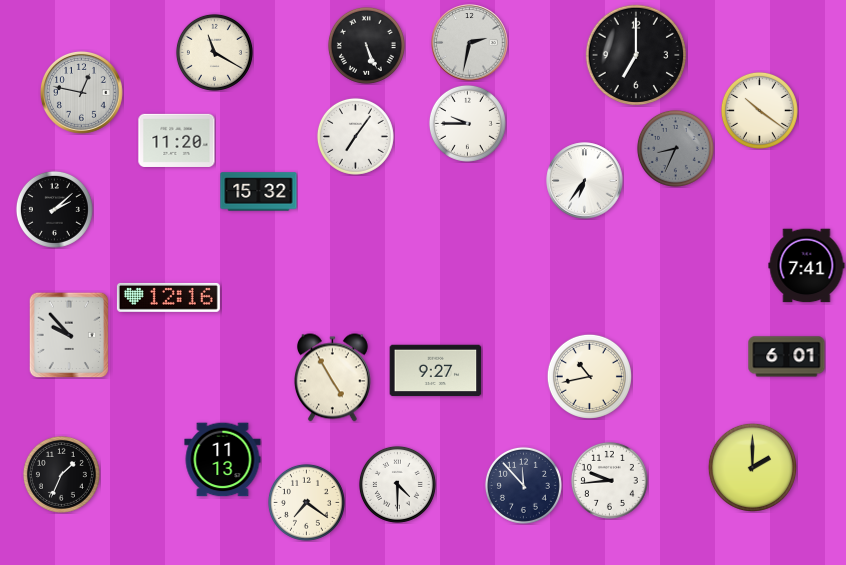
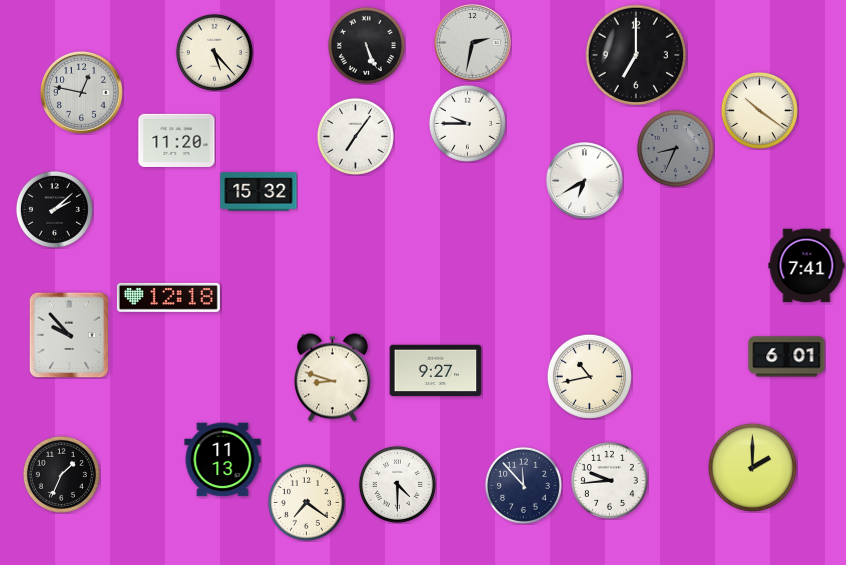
clock at (470, 43) position: (470, 43) -> (473, 43)
clock at (214, 52): 11:20 -> 5:23
clock at (585, 181): 6:36 -> 6:40
clock at (168, 297): 12:16 -> 12:18
clock at (332, 378): 4:55 -> 8:48
